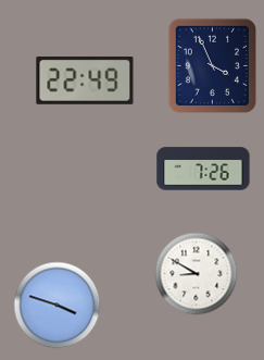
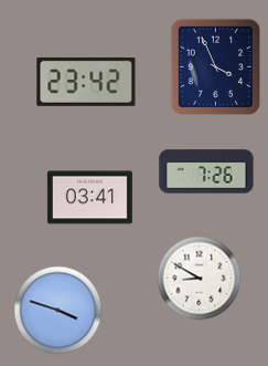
clock at (85, 80): 22:49 -> 23:42
clock at (89, 198): none -> 03:41
